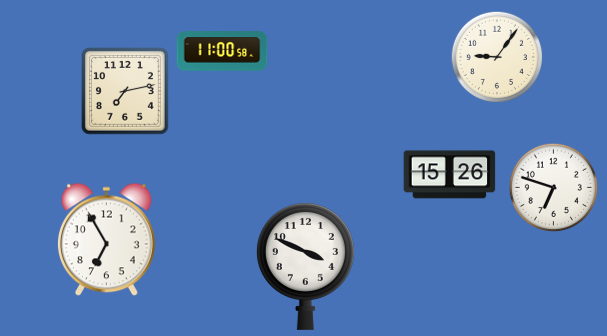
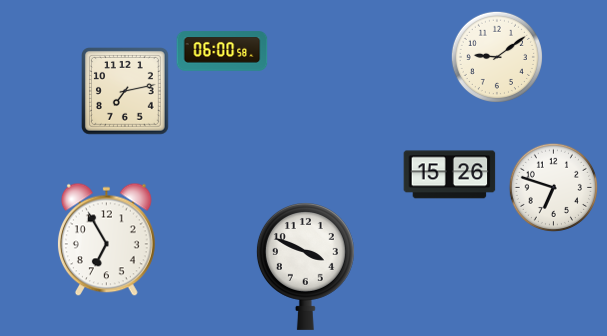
clock at (222, 51): 11:00 -> 06:00
clock at (496, 56): 9:06 -> 9:09
